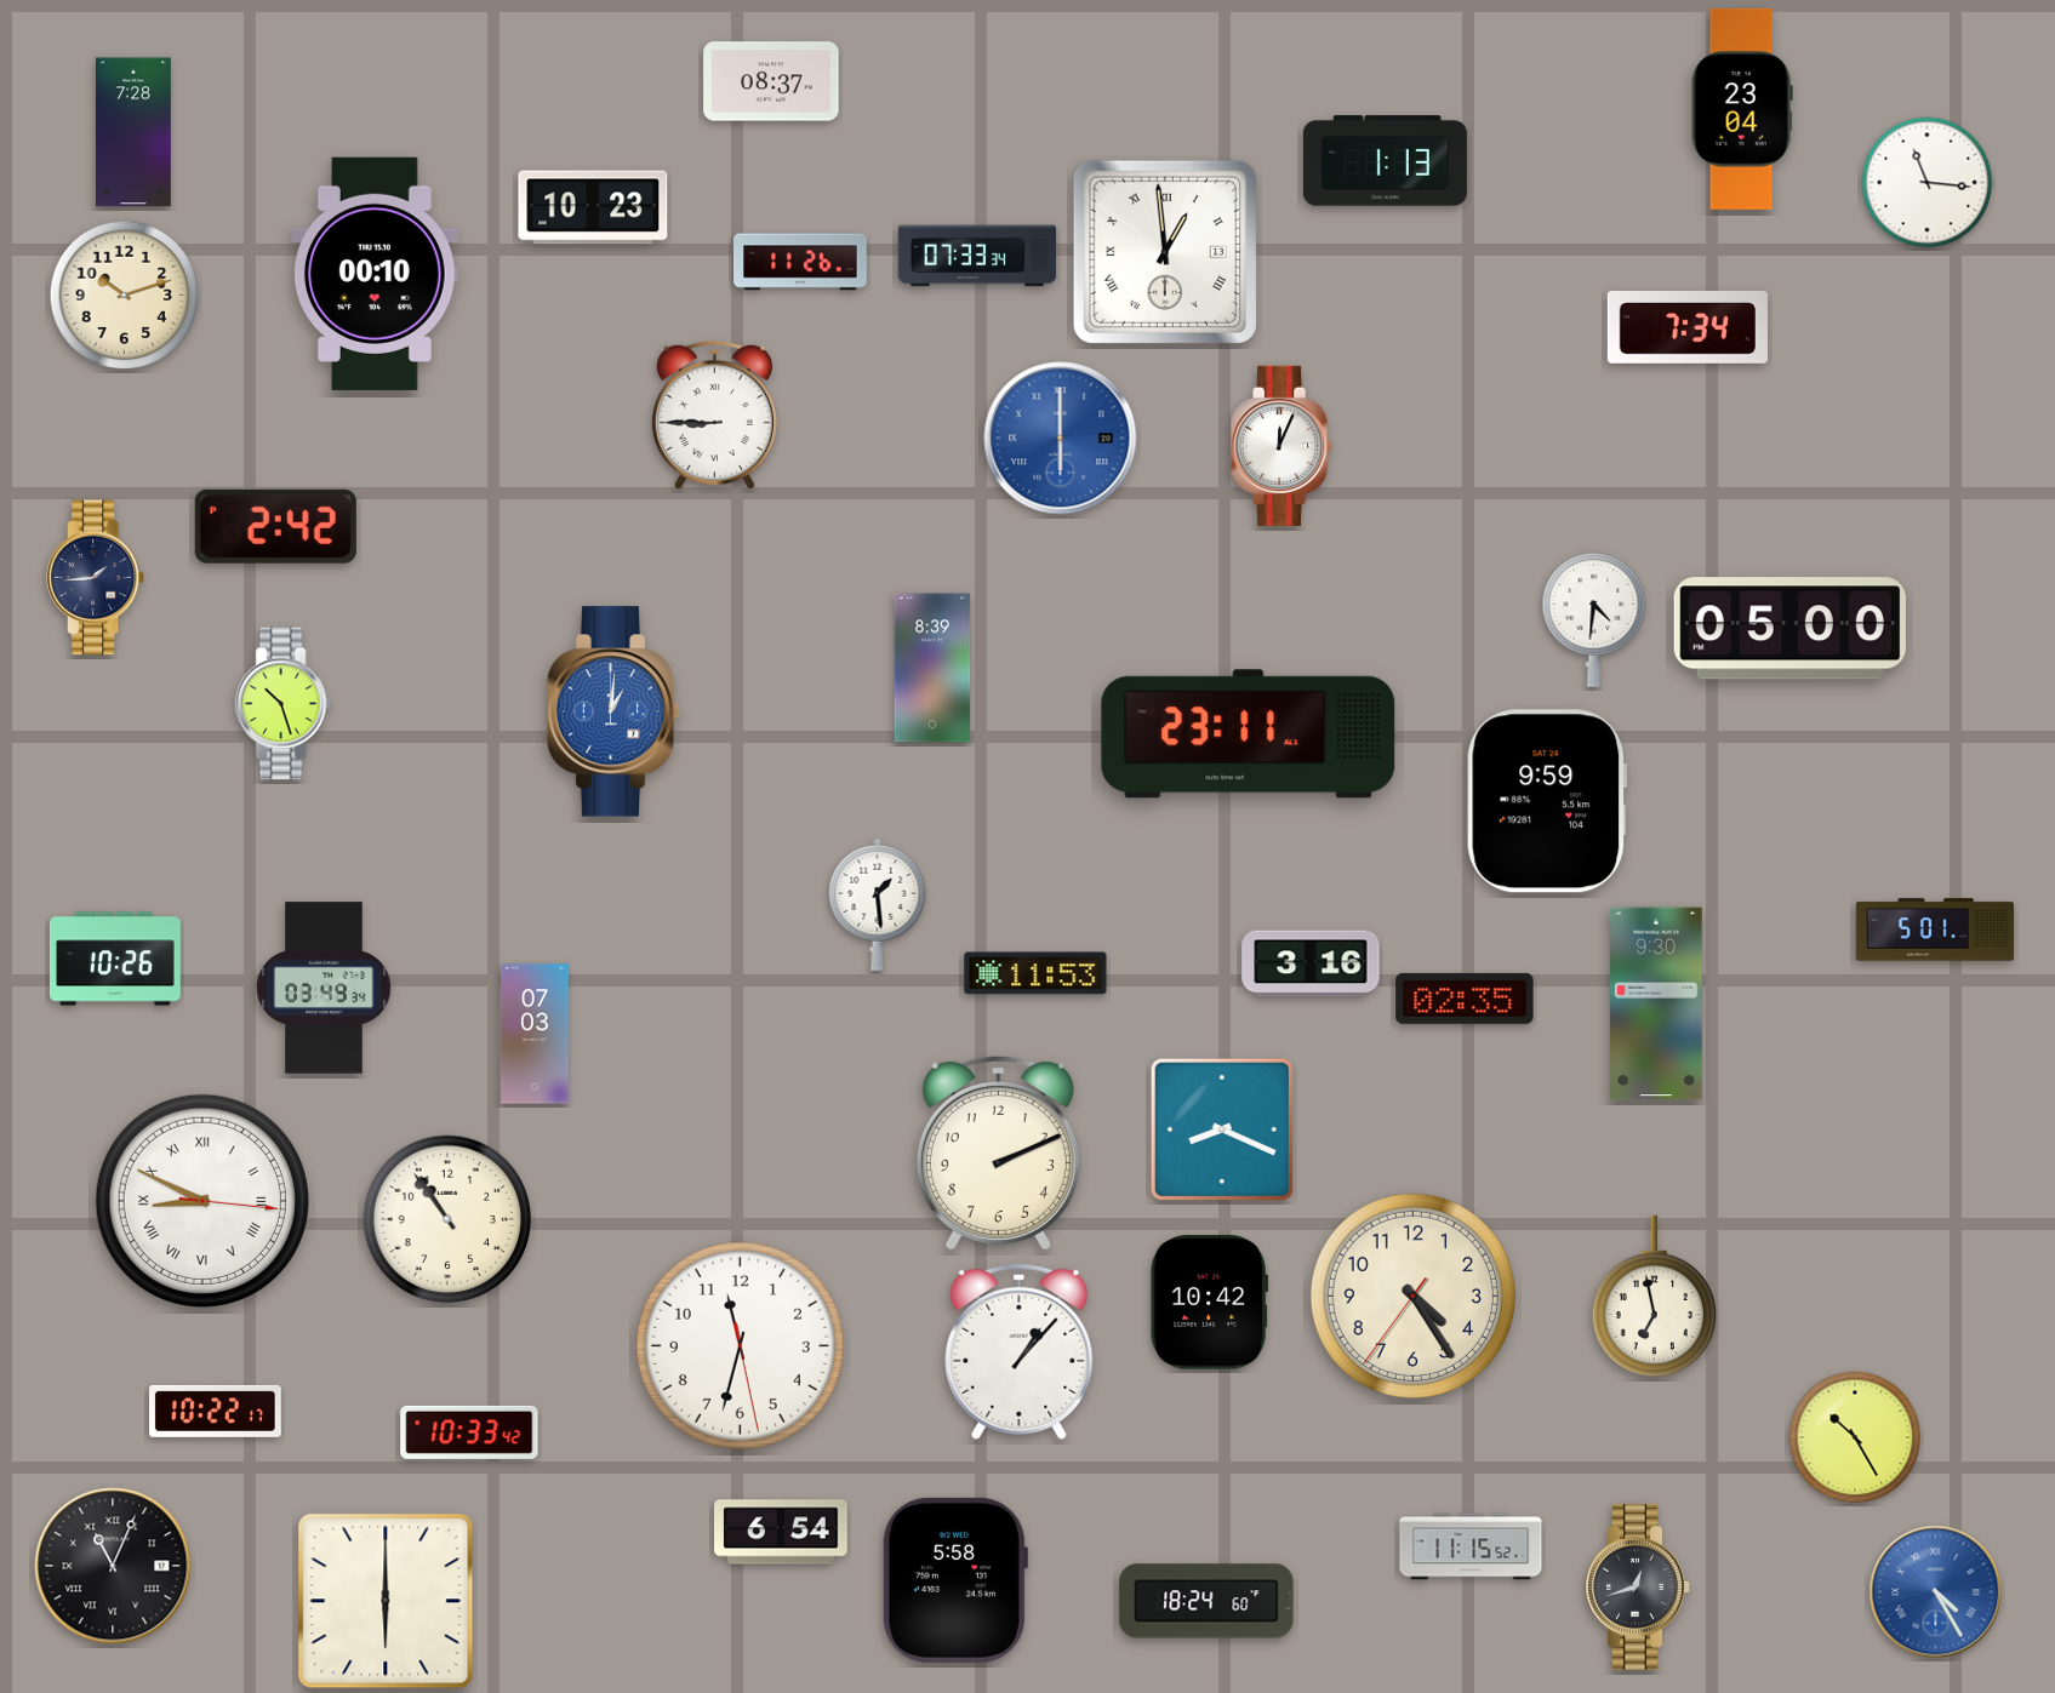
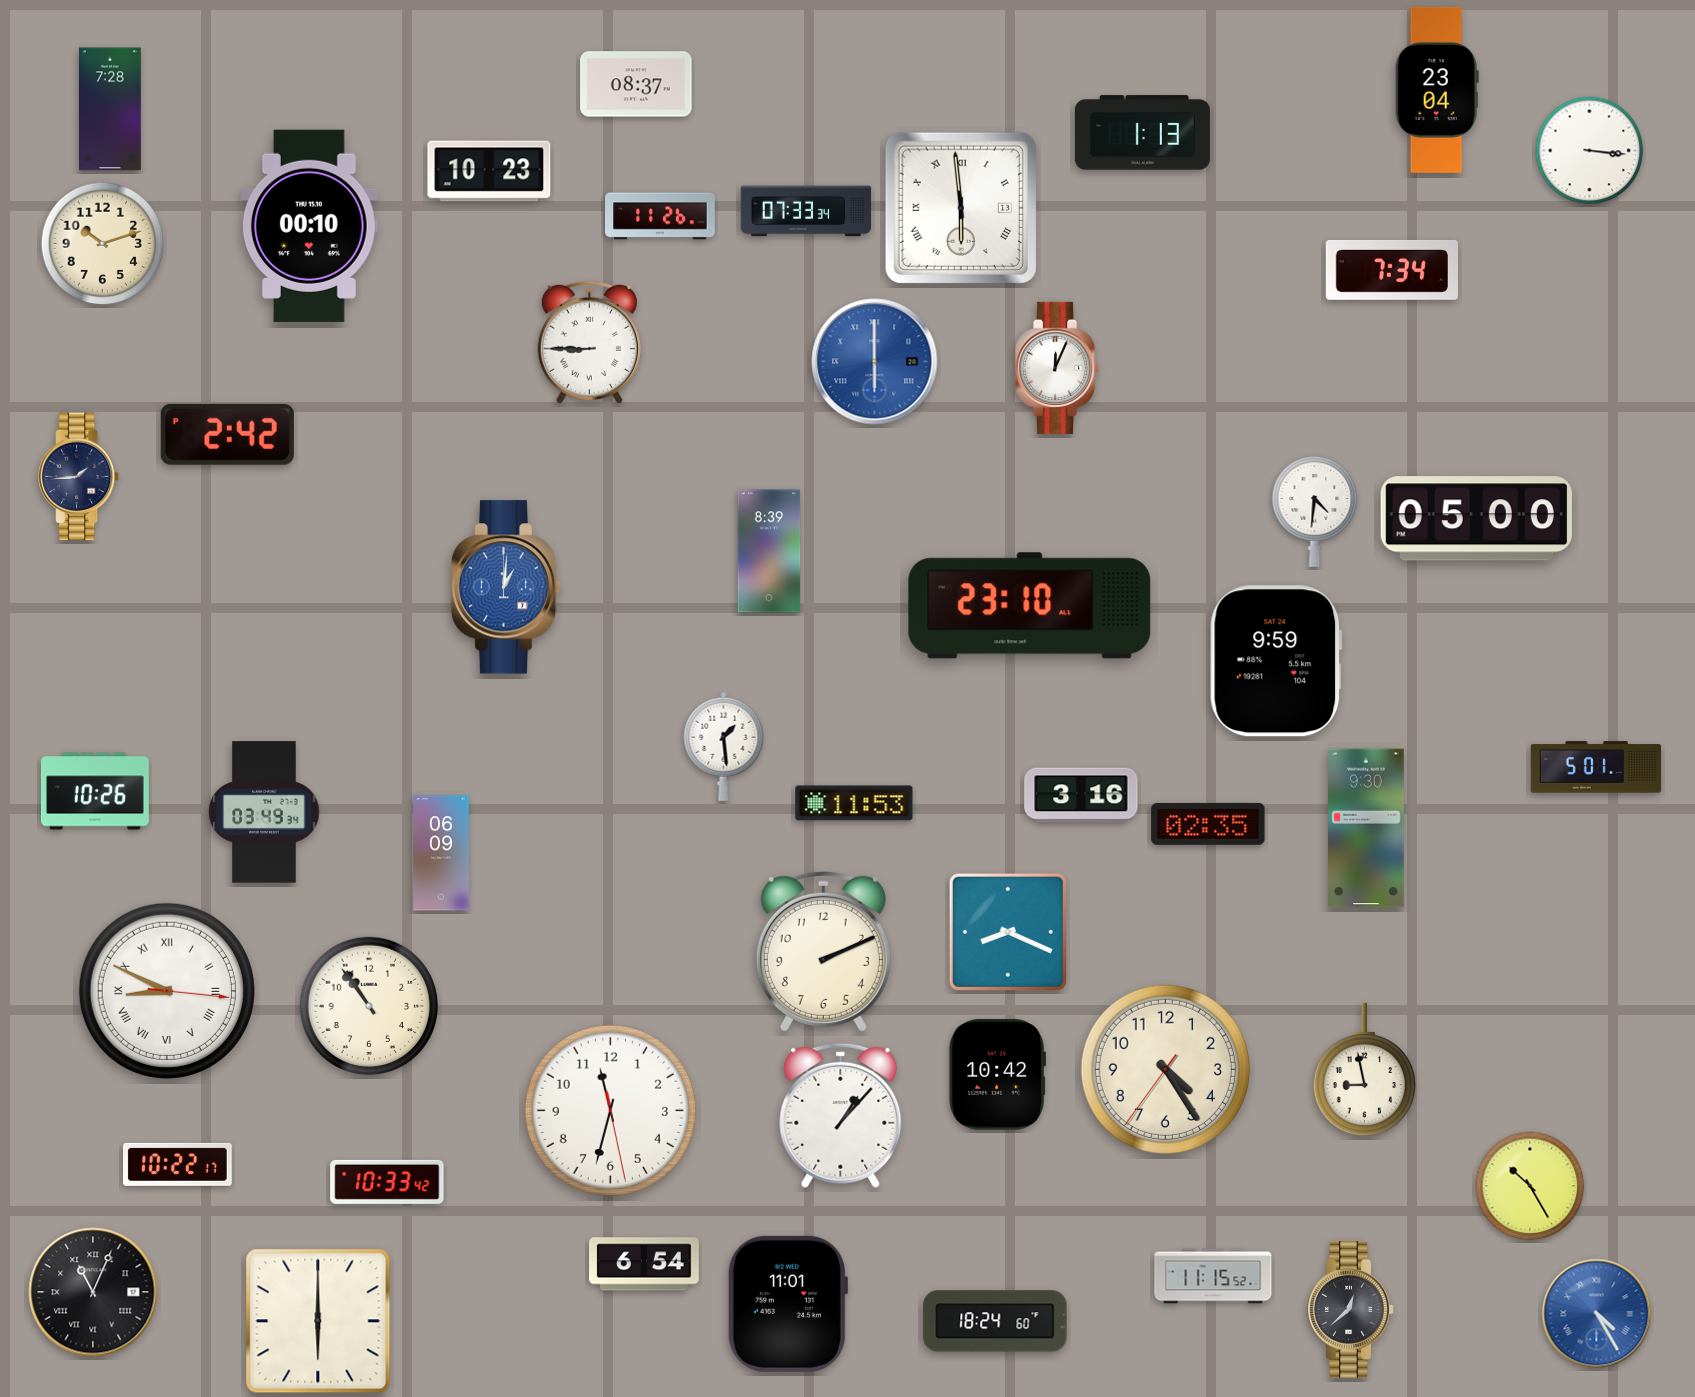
clock at (771, 81) position: (771, 81) -> (636, 84)
clock at (1928, 183): 11:16 -> 3:16
clock at (1165, 252): 12:59 -> 5:59
clock at (284, 704): 10:27 -> none
clock at (1249, 734): 23:11 -> 23:10
clock at (324, 988) position: (324, 988) -> (264, 812)
clock at (535, 1034): 07:03 -> 06:09
clock at (1654, 1297): 6:58 -> 8:58
clock at (954, 1580): 5:58 -> 11:01
clock at (1638, 1586): 12:42 -> 12:38
